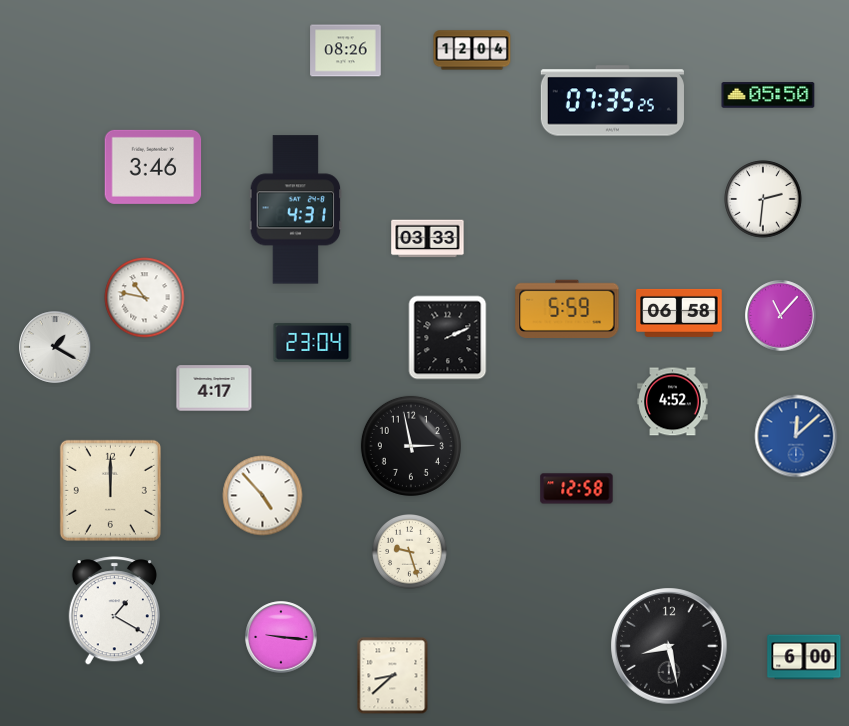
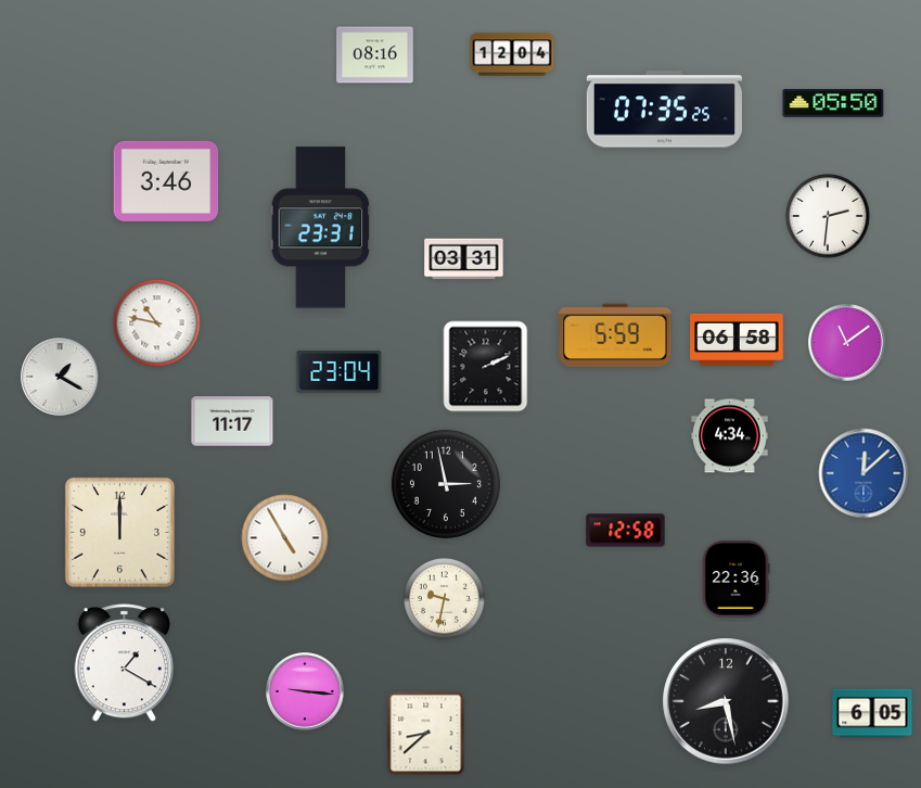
clock at (346, 51): 08:26 -> 08:16
clock at (296, 210): 4:31 -> 23:31
clock at (428, 239): 03:33 -> 03:31
clock at (781, 316): 11:07 -> 11:09
clock at (214, 388): 4:17 -> 11:17
clock at (673, 402): 4:52 -> 4:34
clock at (263, 496): 4:53 -> 4:55
clock at (735, 580): none -> 22:36
clock at (410, 552): 9:27 -> 9:32
clock at (804, 657): 6:00 -> 6:05
